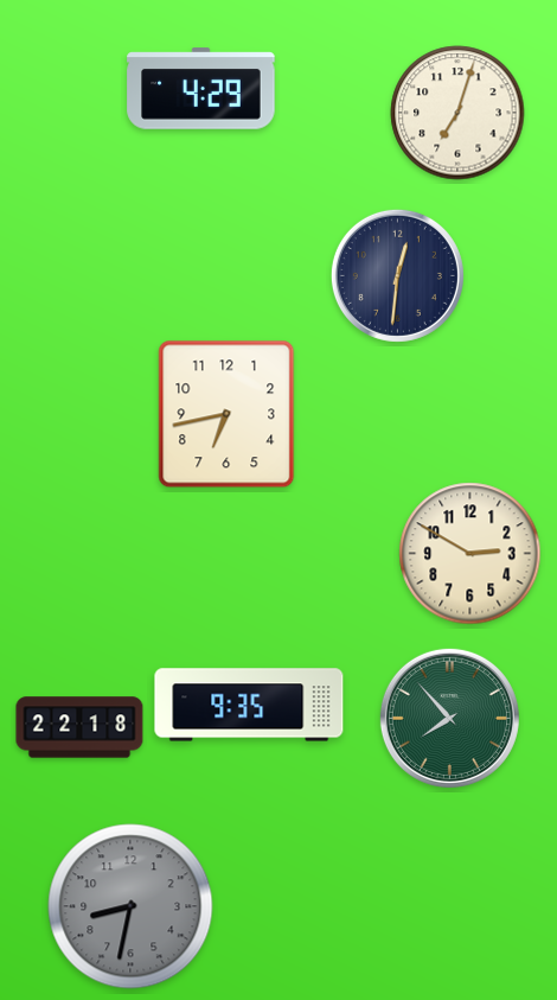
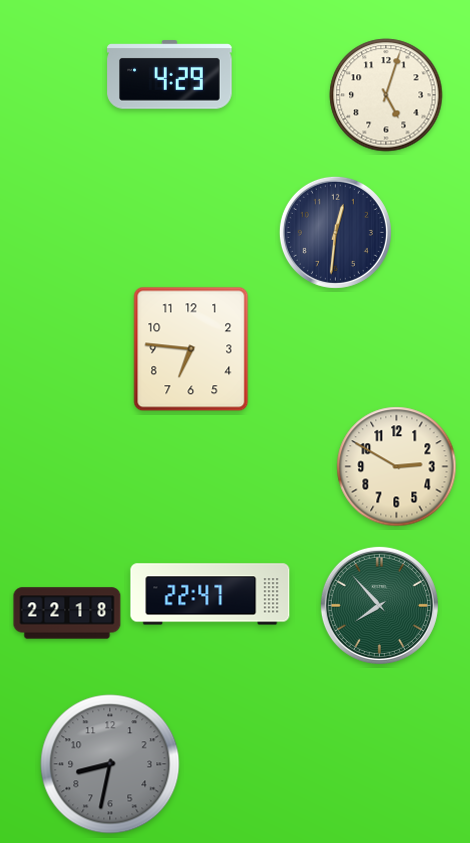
clock at (457, 113): 7:03 -> 5:03
clock at (226, 414): 6:43 -> 6:46
clock at (249, 705): 9:35 -> 22:47
